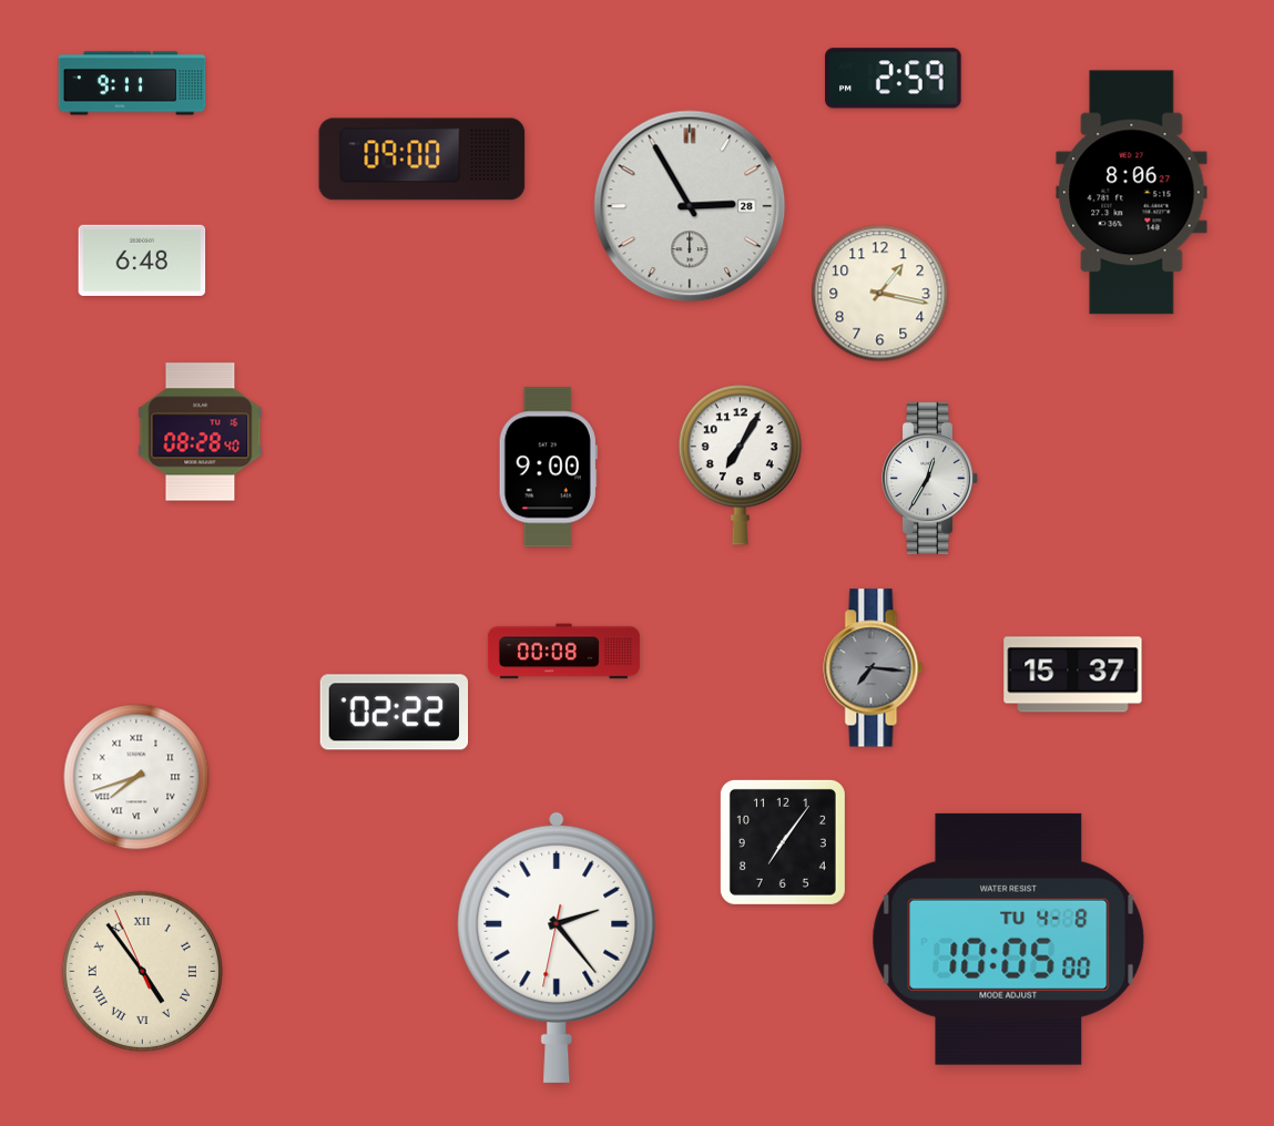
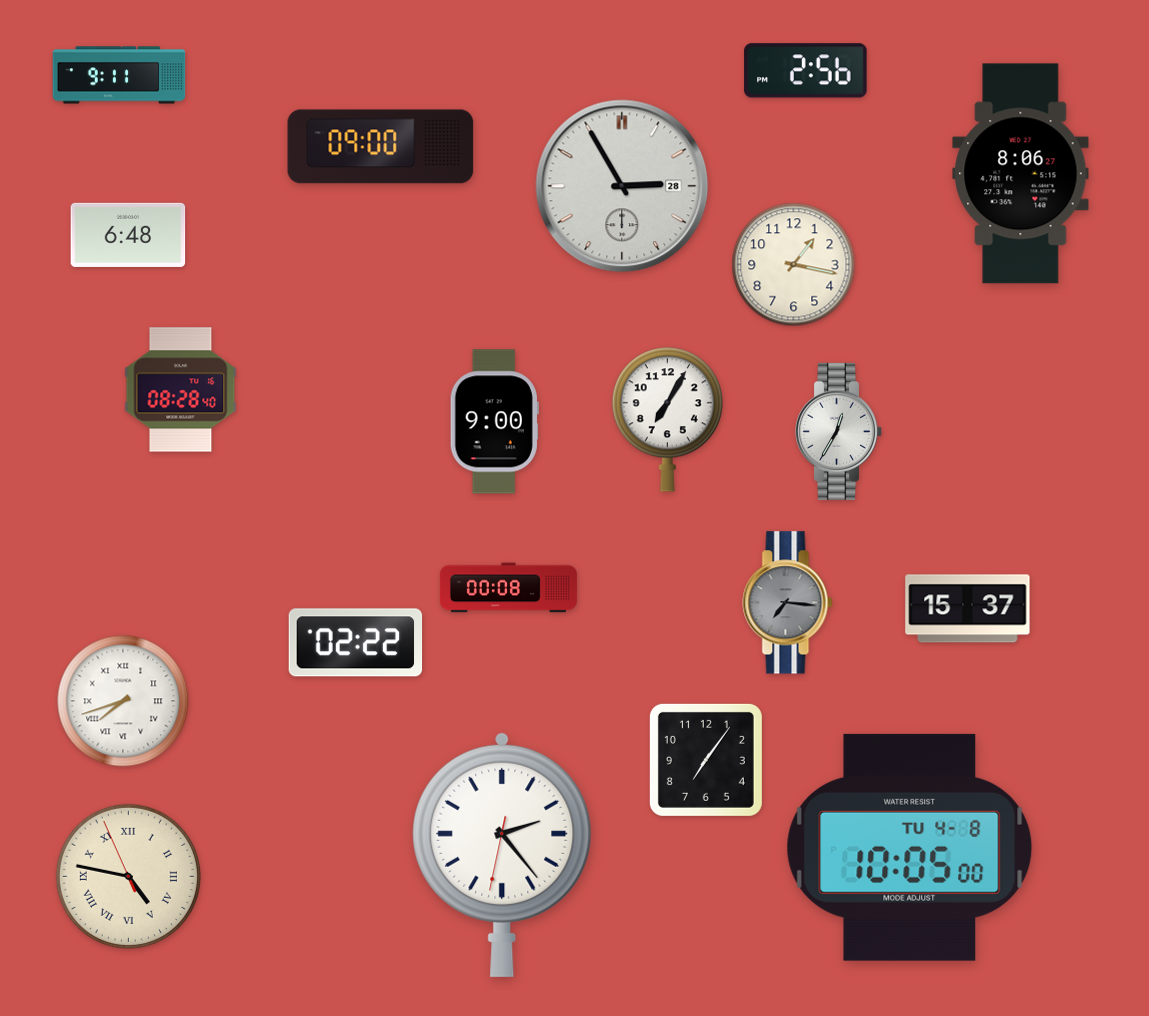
clock at (894, 79): 2:59 -> 2:56
clock at (422, 160) position: (422, 160) -> (381, 147)
clock at (142, 971): 4:53 -> 4:46
